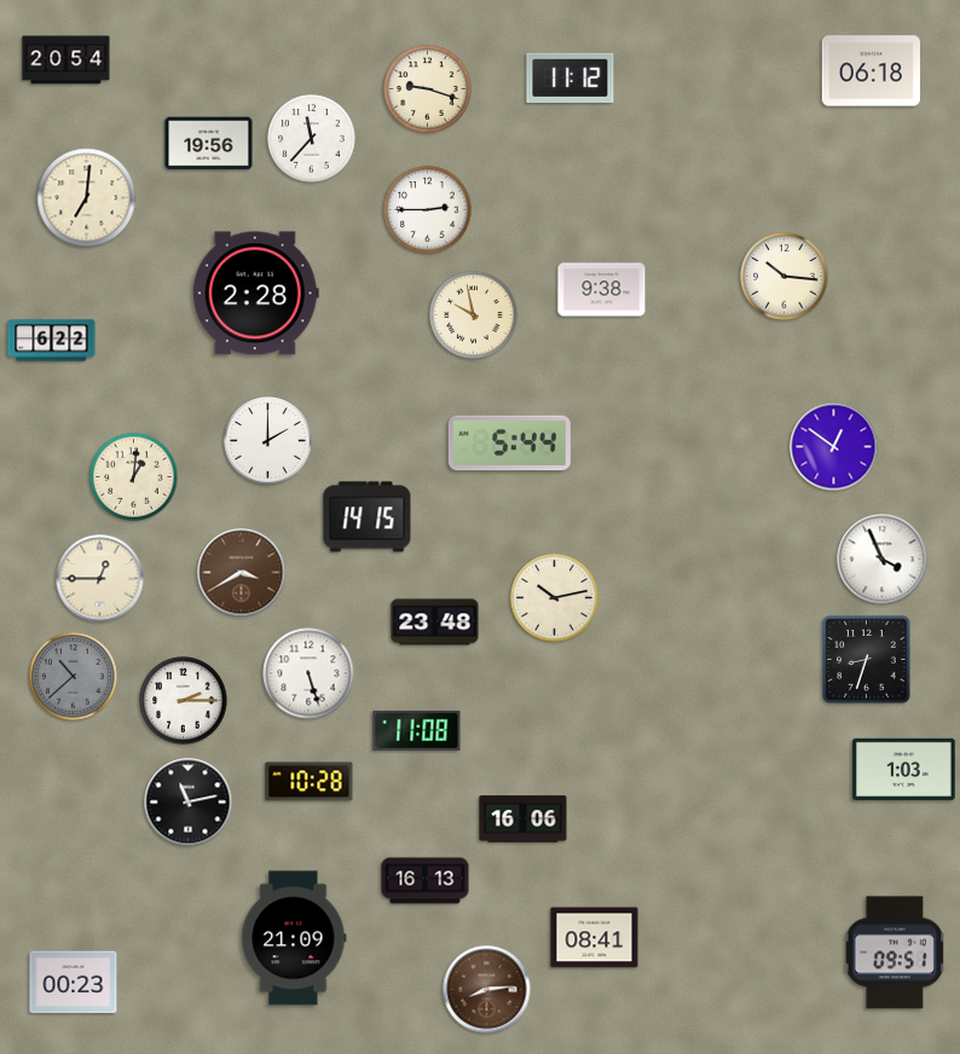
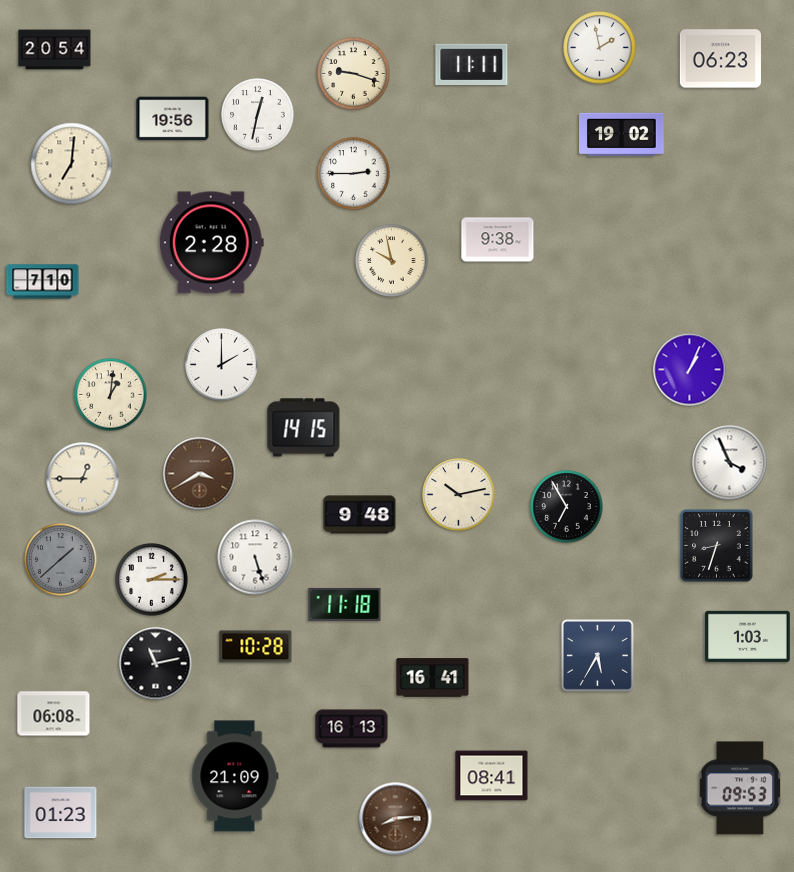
clock at (600, 48): none -> 1:58
clock at (871, 71): 06:18 -> 06:23
clock at (571, 77): 11:12 -> 11:11
clock at (312, 139): 11:37 -> 12:32
clock at (622, 134): none -> 19:02
clock at (785, 277): 10:16 -> none
clock at (52, 341): 6:22 -> 7:10
clock at (509, 444): 5:44 -> none
clock at (834, 447): 12:51 -> 1:04
clock at (567, 507): none -> 6:55
clock at (435, 622): 23:48 -> 9:48
clock at (74, 677): 10:38 -> 1:38
clock at (417, 730): 11:08 -> 11:18
clock at (598, 656): none -> 5:35
clock at (524, 820): 16:06 -> 16:41
clock at (54, 714): none -> 06:08
clock at (294, 938) position: (294, 938) -> (235, 776)
clock at (894, 952): 09:51 -> 09:53
clock at (74, 983): 00:23 -> 01:23
clock at (487, 990) position: (487, 990) -> (396, 819)
